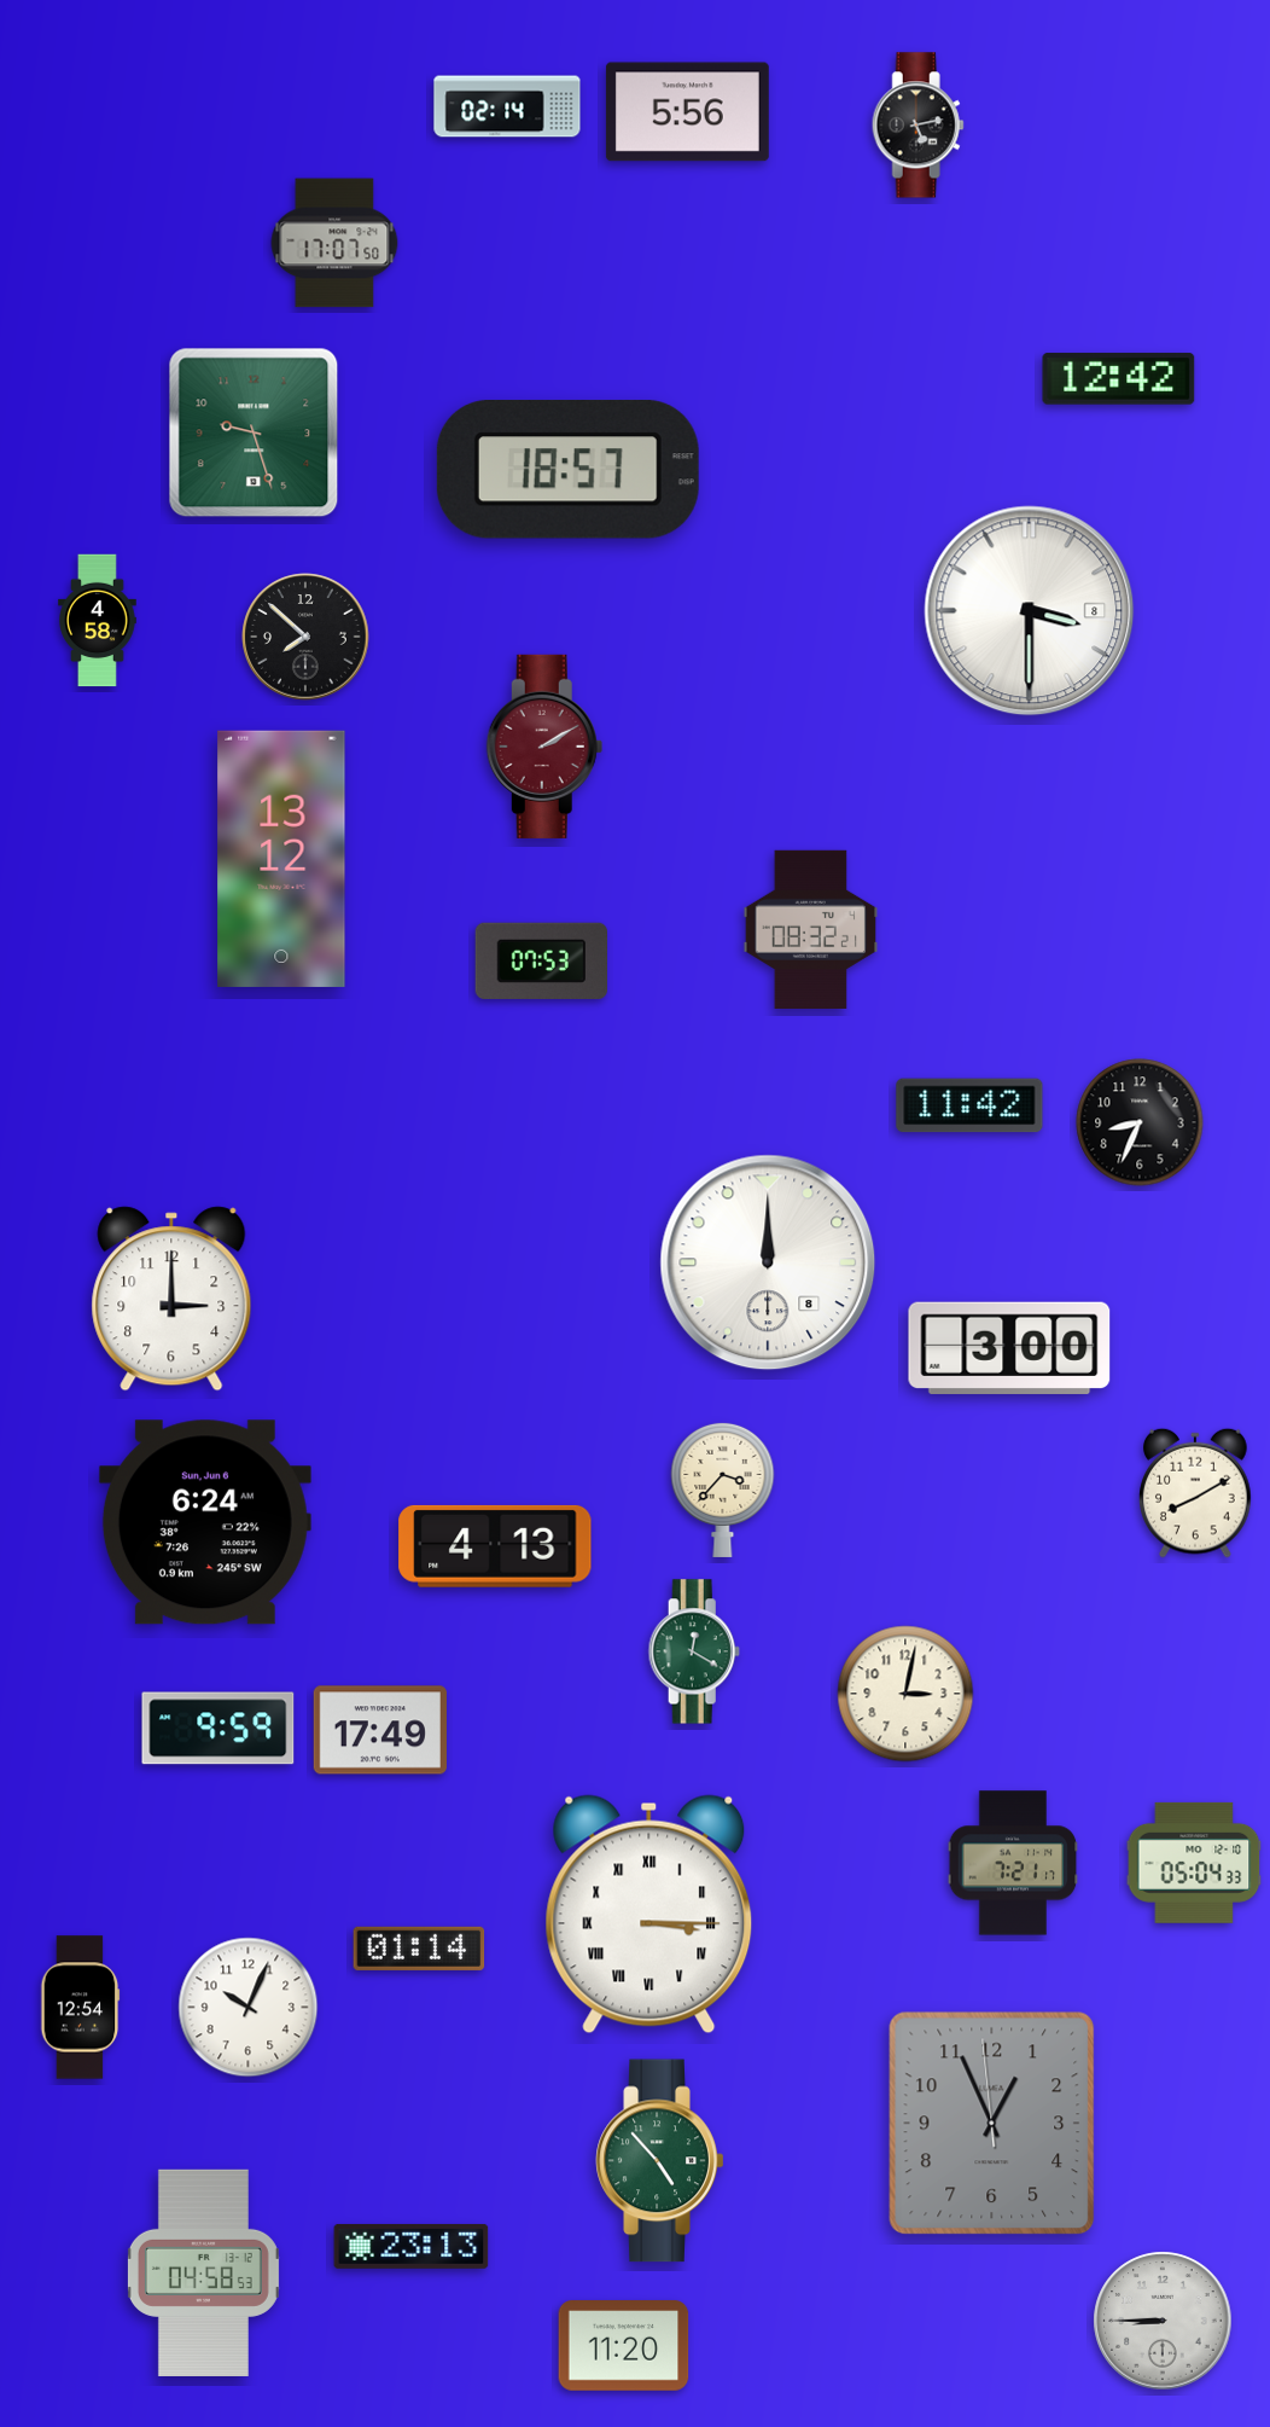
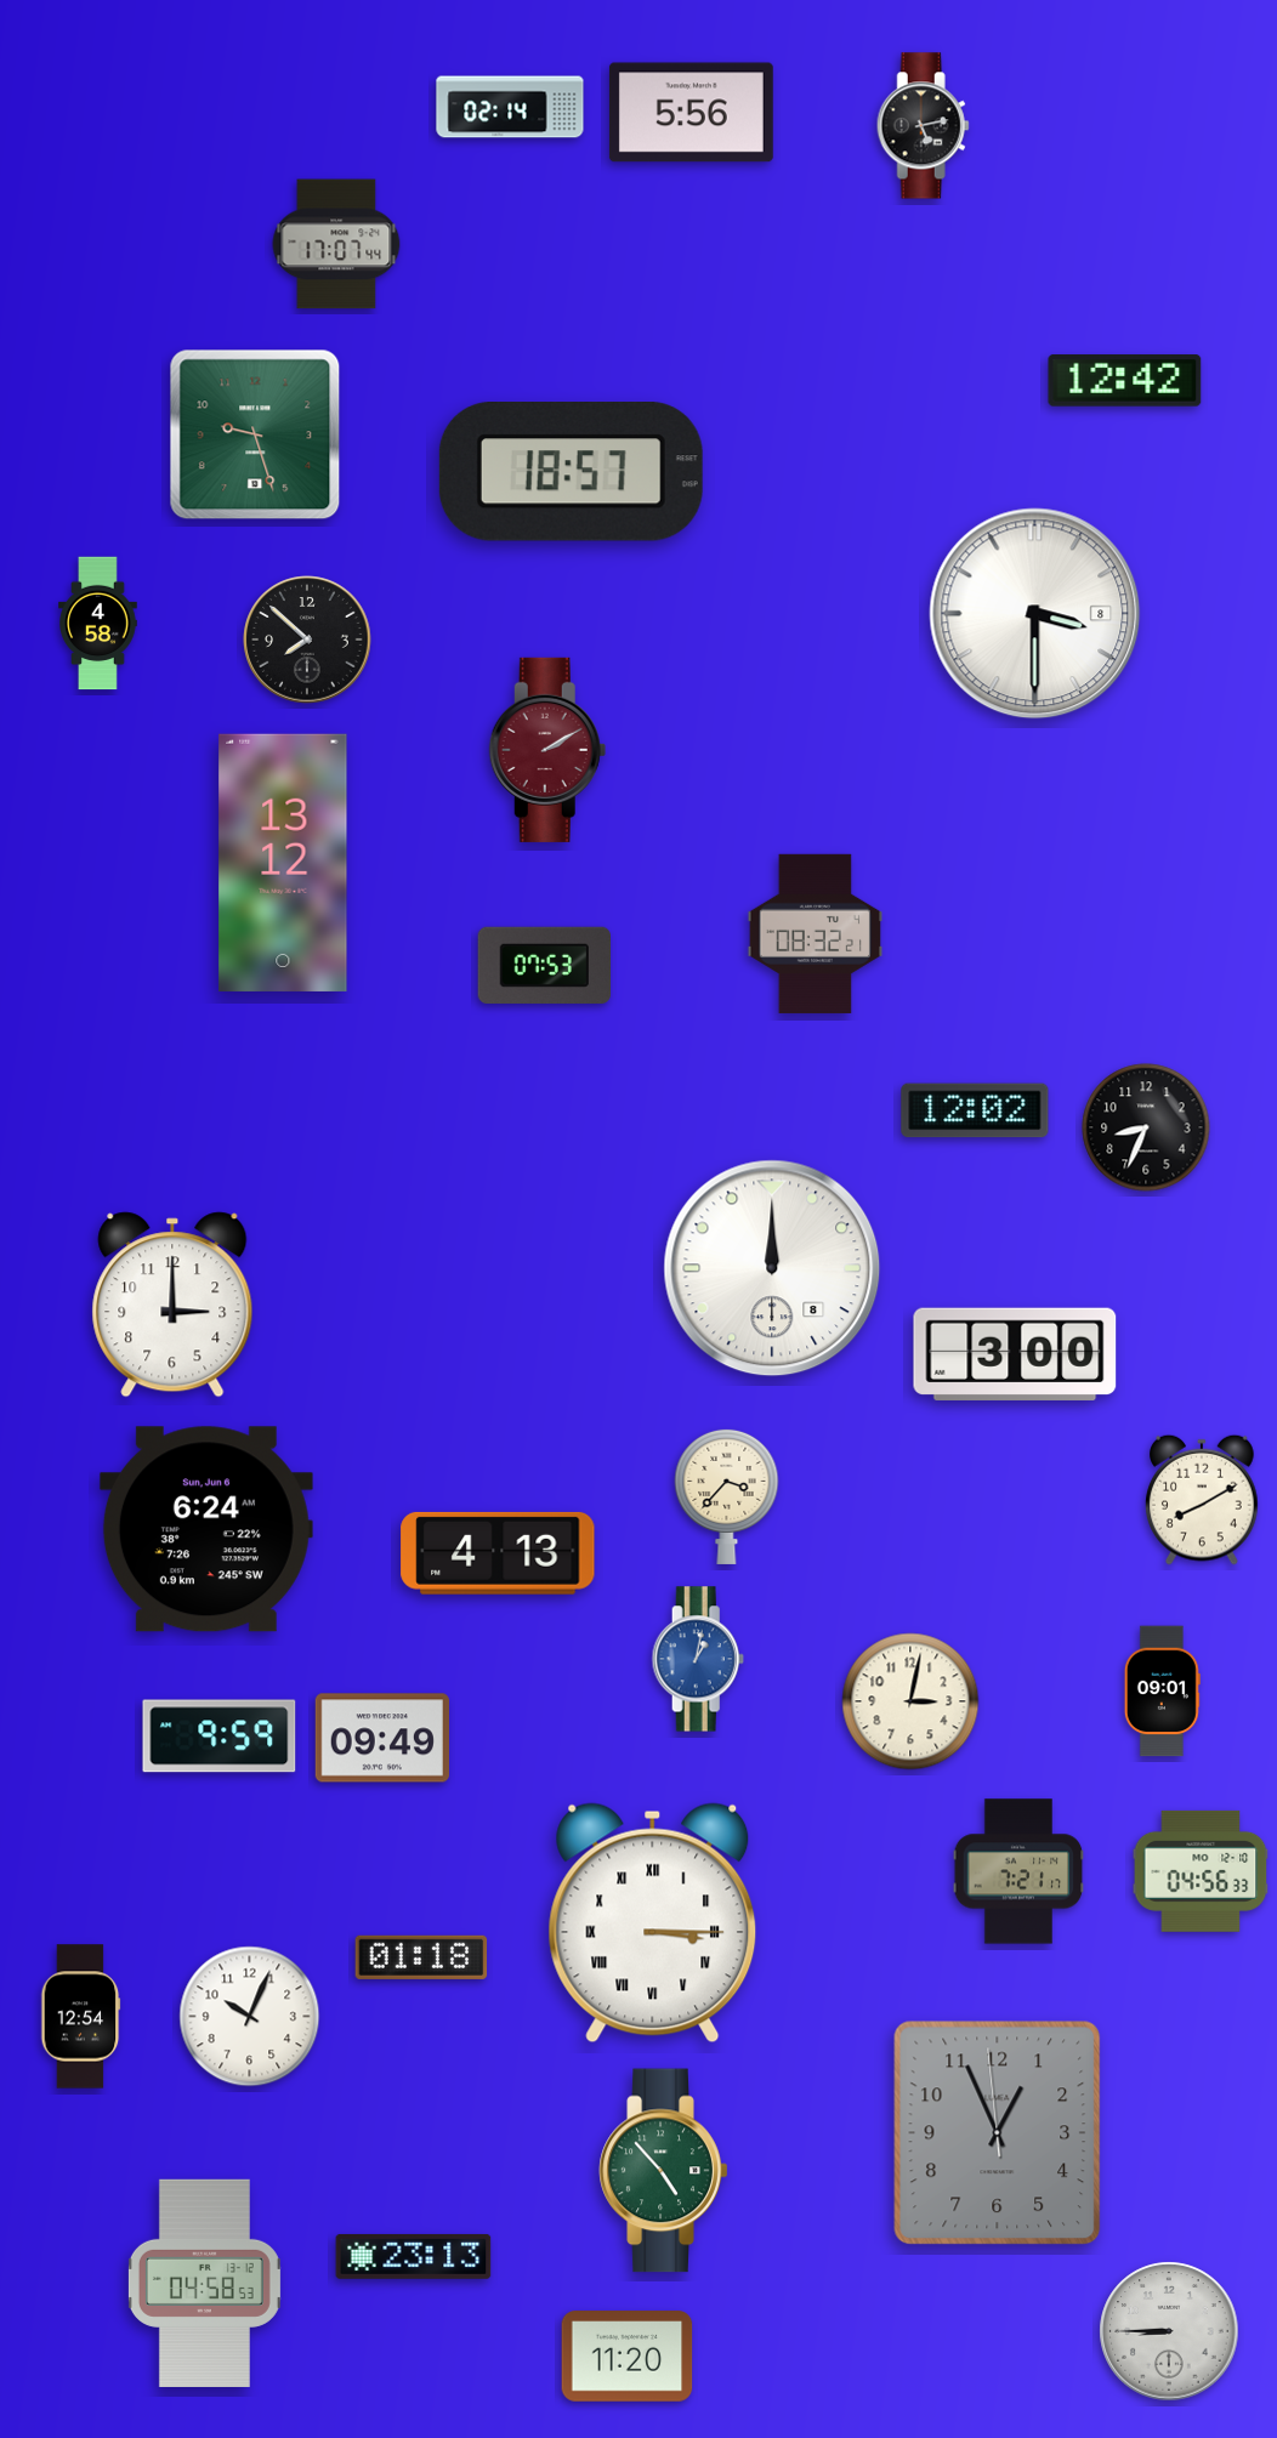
clock at (334, 243): 17:07:50 -> 17:07:44
clock at (969, 1105): 11:42 -> 12:02
clock at (694, 1651): 12:20 -> 1:02
clock at (694, 1651) dial: green -> blue
clock at (1162, 1692): none -> 09:01
clock at (380, 1730): 17:49 -> 09:49
clock at (1194, 1863): 05:04 -> 04:56
clock at (419, 1949): 01:14 -> 01:18
